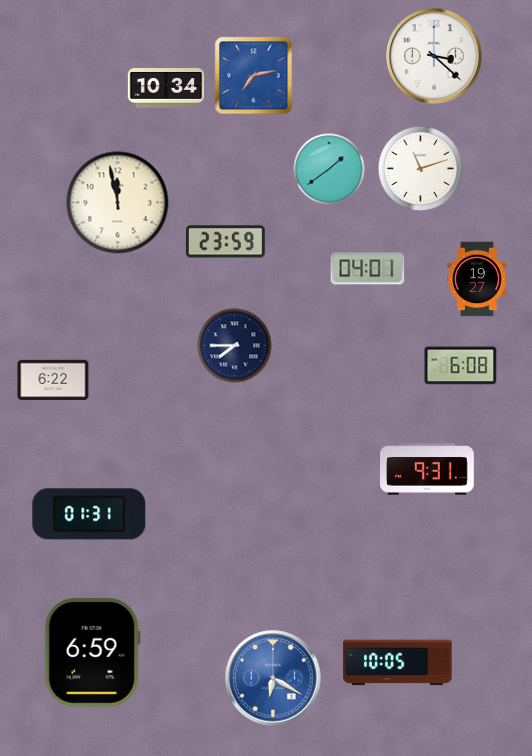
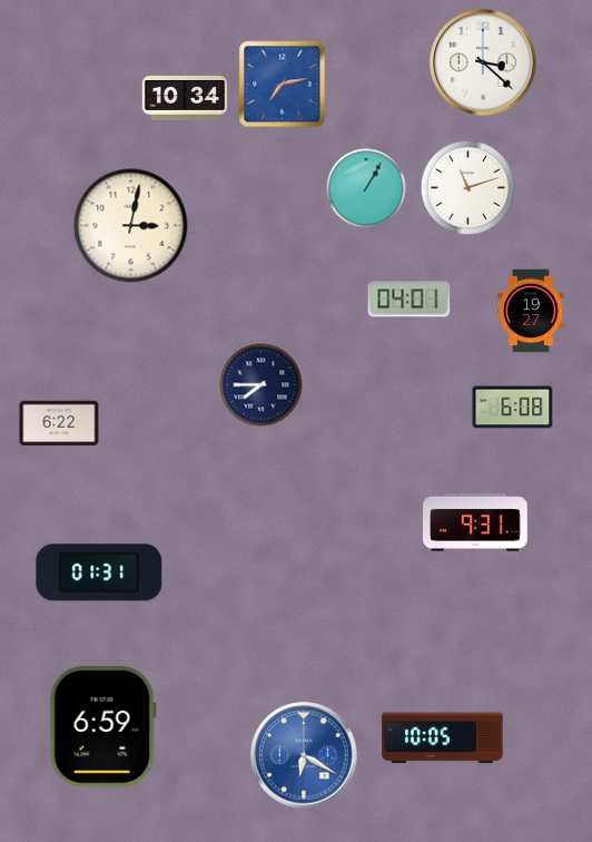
clock at (329, 169): 1:39 -> 1:05
clock at (118, 203): 11:58 -> 3:02
clock at (225, 242): 23:59 -> none
